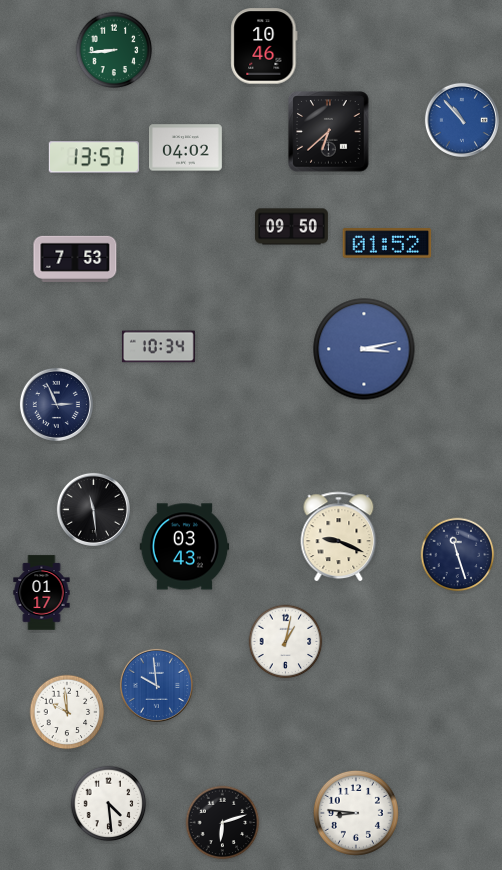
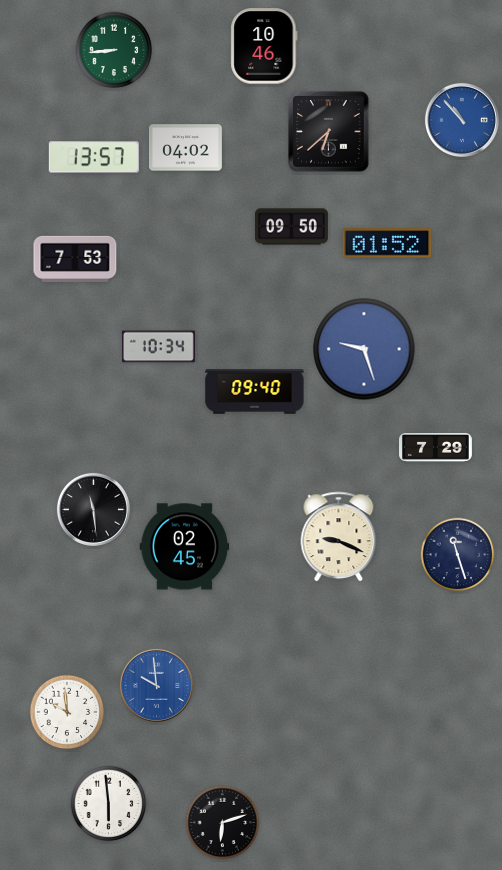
clock at (364, 349): 3:13 -> 9:27
clock at (255, 392): none -> 09:40
clock at (56, 404): 2:56 -> none
clock at (436, 448): none -> 7:29
clock at (185, 547): 03:43 -> 02:45
clock at (42, 593): 01:17 -> none
clock at (286, 642): 1:02 -> none
clock at (109, 804): 4:29 -> 5:59
clock at (356, 813): 8:46 -> none
